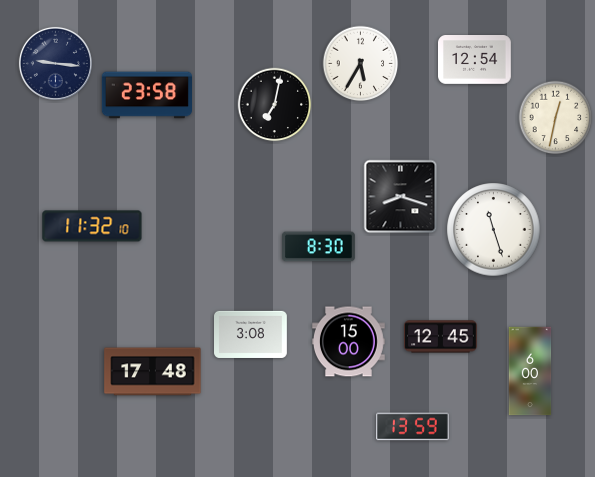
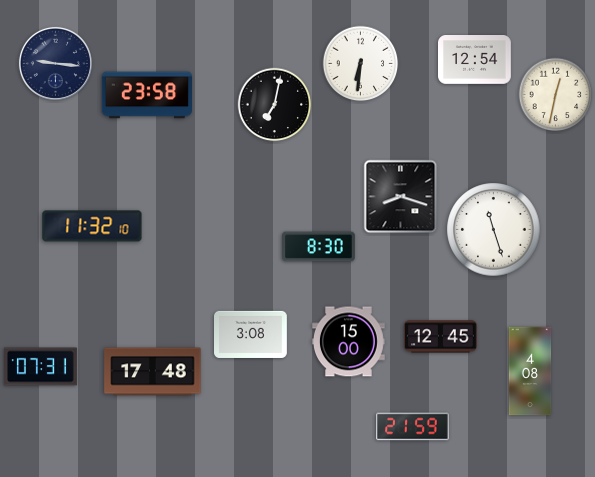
clock at (361, 64): 5:35 -> 6:31
clock at (556, 118) position: (556, 118) -> (556, 95)
clock at (41, 367): none -> 07:31
clock at (530, 371): 6:00 -> 4:08
clock at (413, 427): 13:59 -> 21:59
